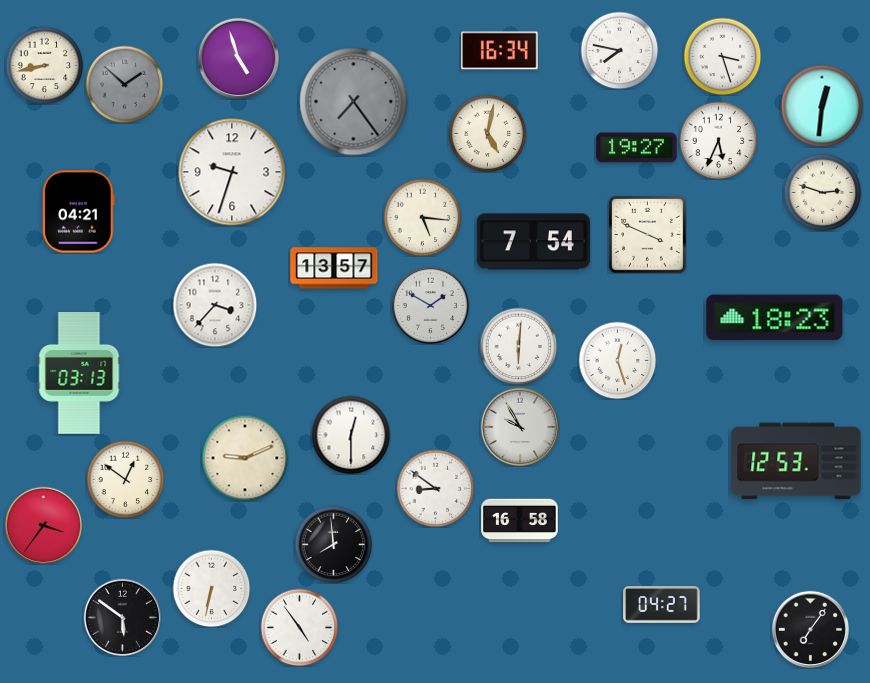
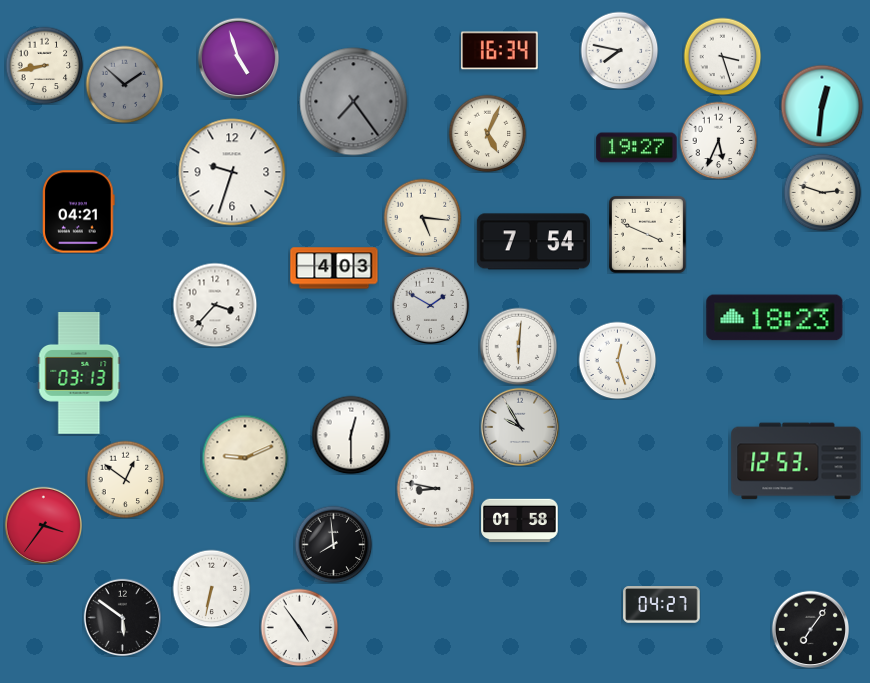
clock at (487, 133): 5:02 -> 5:04
clock at (334, 268): 13:57 -> 4:03
clock at (435, 488): 8:51 -> 8:47
clock at (520, 521): 16:58 -> 01:58
